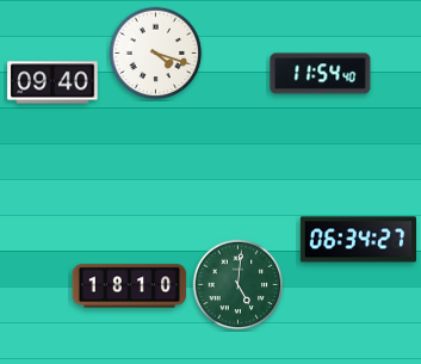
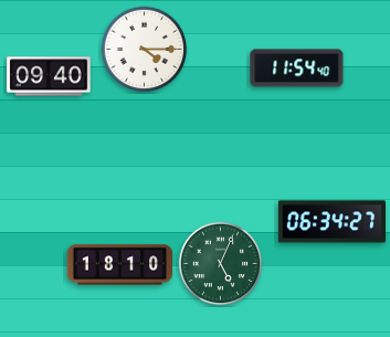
clock at (156, 54): 4:18 -> 4:15
clock at (239, 285): 5:01 -> 5:04
